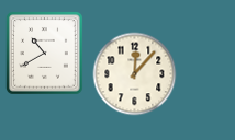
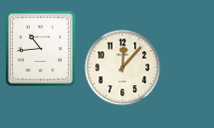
clock at (45, 54): 10:40 -> 10:44
